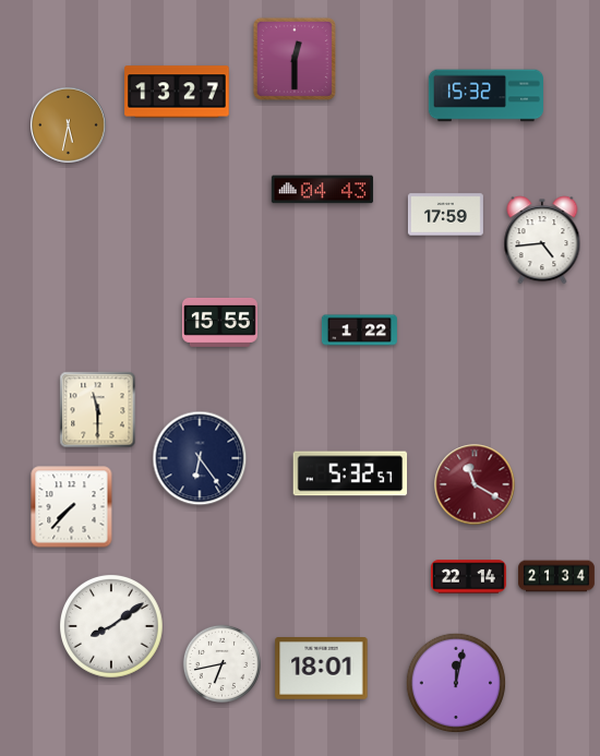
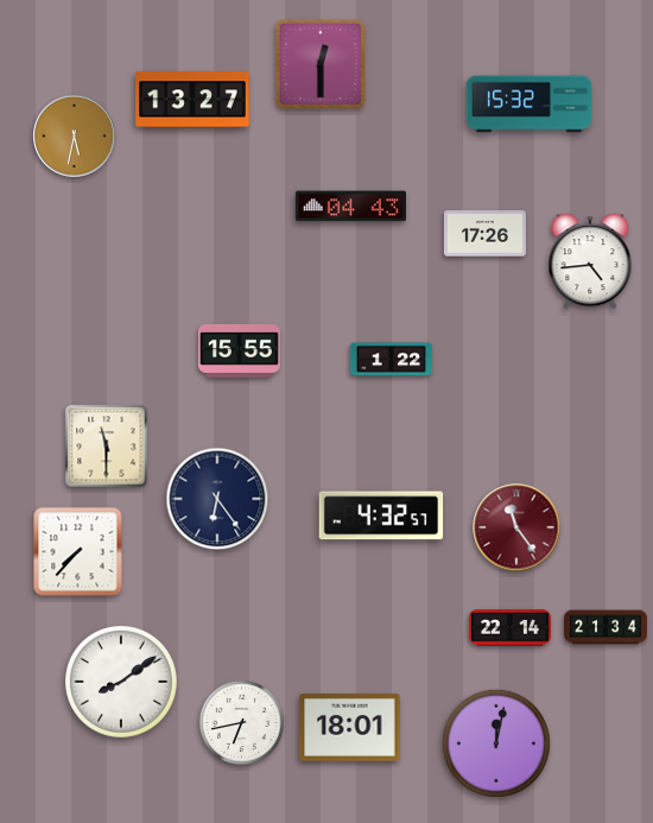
clock at (445, 215): 17:59 -> 17:26
clock at (350, 473): 5:32 -> 4:32
clock at (475, 484): 11:20 -> 11:24
